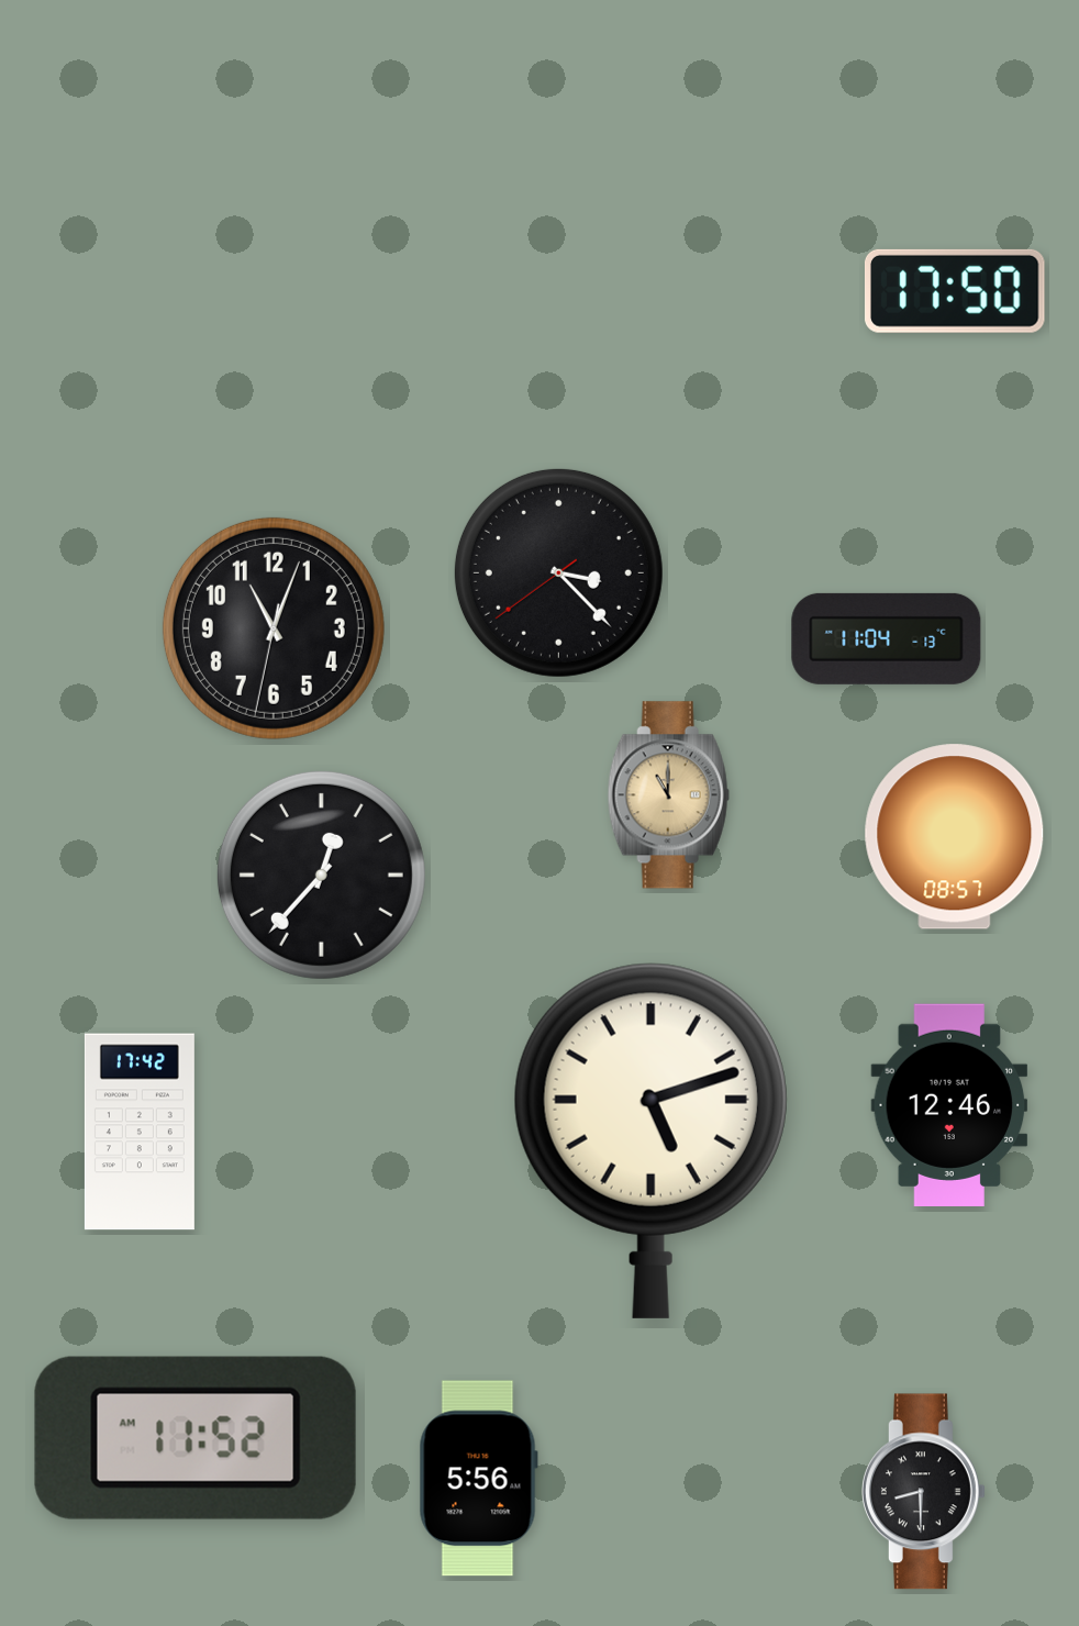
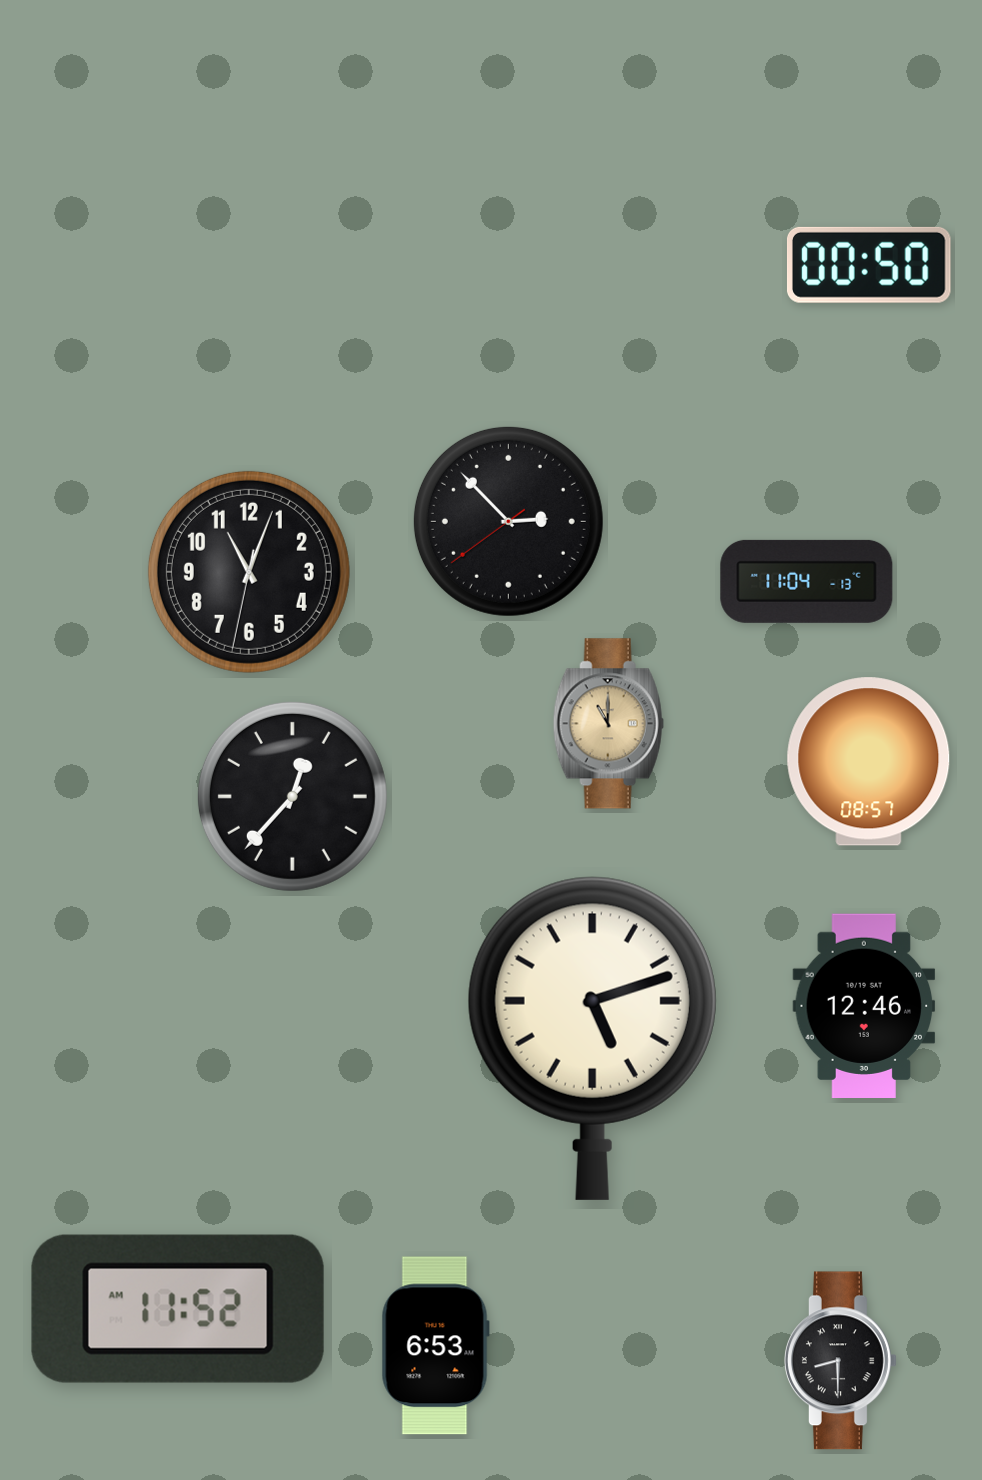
clock at (955, 291): 17:50 -> 00:50
clock at (558, 572): 3:22 -> 2:52
clock at (140, 1132): 17:42 -> none
clock at (478, 1479): 5:56 -> 6:53
clock at (923, 1492) position: (923, 1492) -> (840, 1361)
